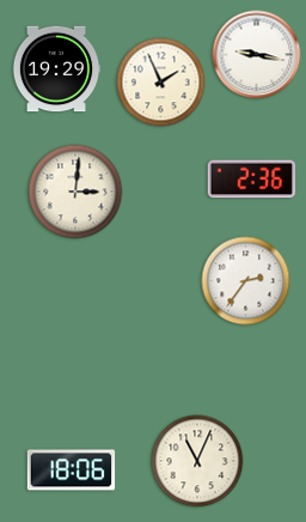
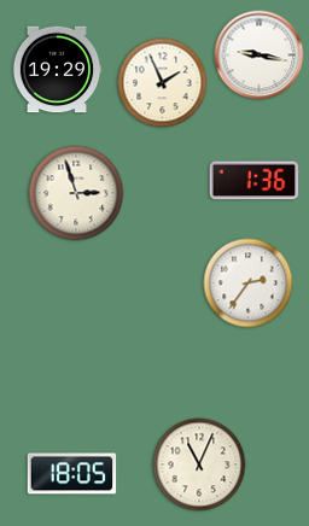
clock at (252, 180): 2:36 -> 1:36
clock at (75, 192): 3:01 -> 2:57
clock at (72, 471): 18:06 -> 18:05
